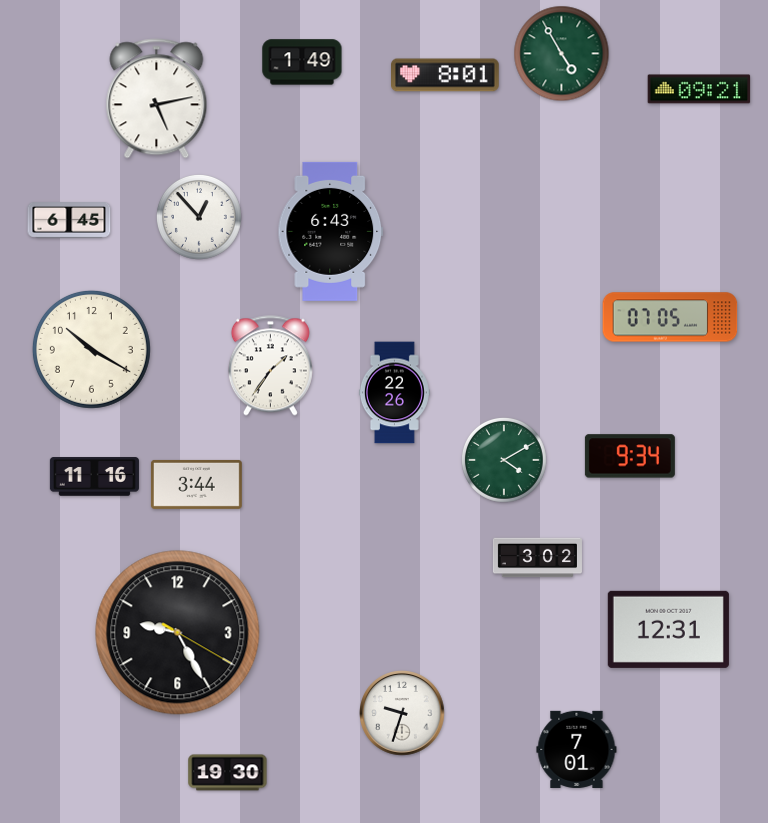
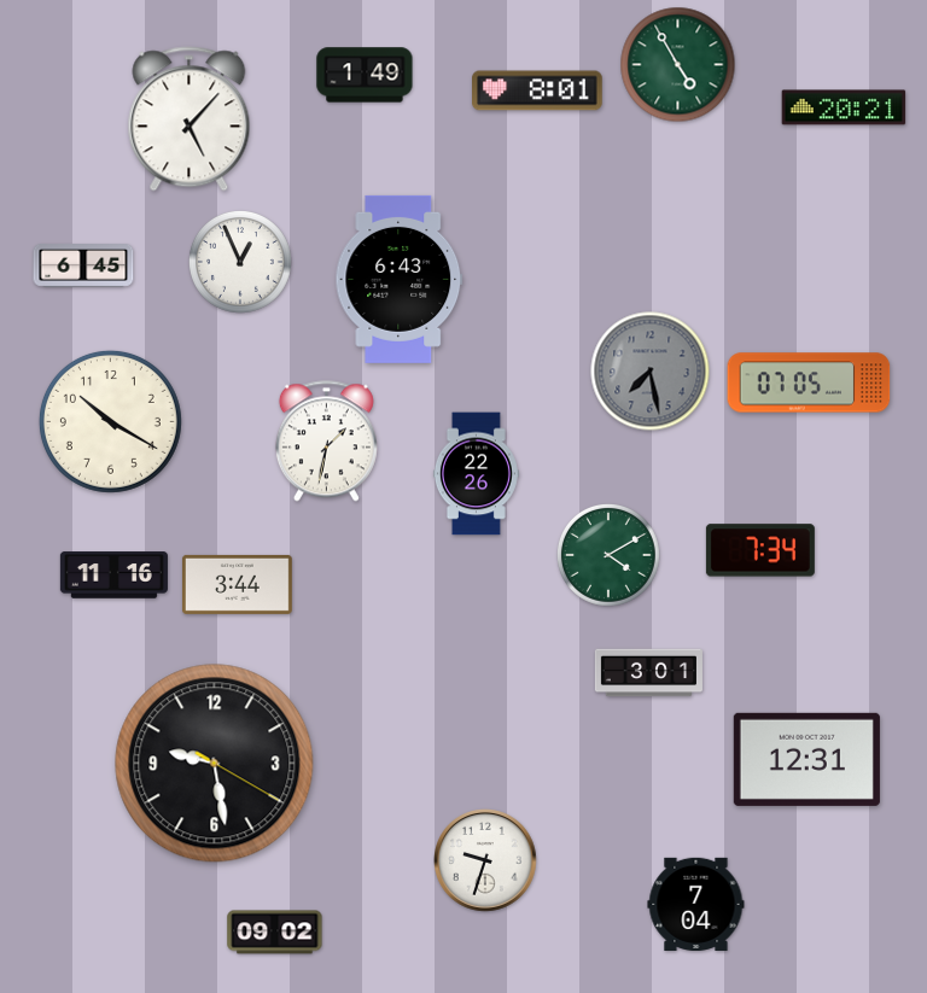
clock at (699, 89): 09:21 -> 20:21
clock at (157, 99): 5:13 -> 5:07
clock at (199, 217): 12:53 -> 12:56
clock at (651, 372): none -> 7:28
clock at (270, 366): 1:36 -> 1:32
clock at (630, 456): 9:34 -> 7:34
clock at (537, 558): 3:02 -> 3:01
clock at (178, 633): 9:25 -> 9:28
clock at (577, 749): 7:01 -> 7:04
clock at (228, 773): 19:30 -> 09:02
